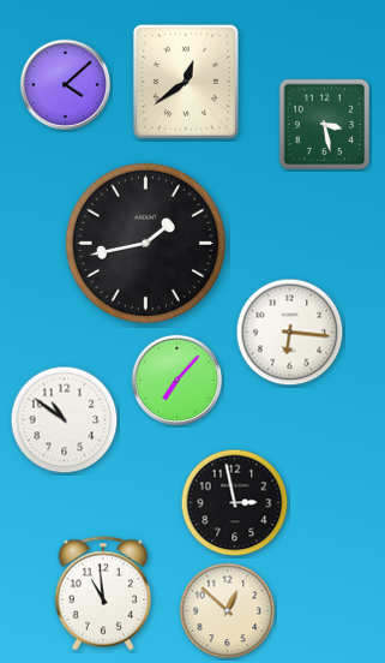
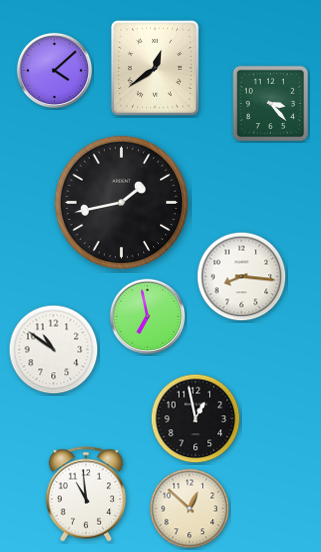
clock at (325, 125): 3:28 -> 3:23
clock at (290, 333): 6:16 -> 8:16
clock at (178, 381): 7:07 -> 6:58
clock at (235, 503): 2:58 -> 12:58
